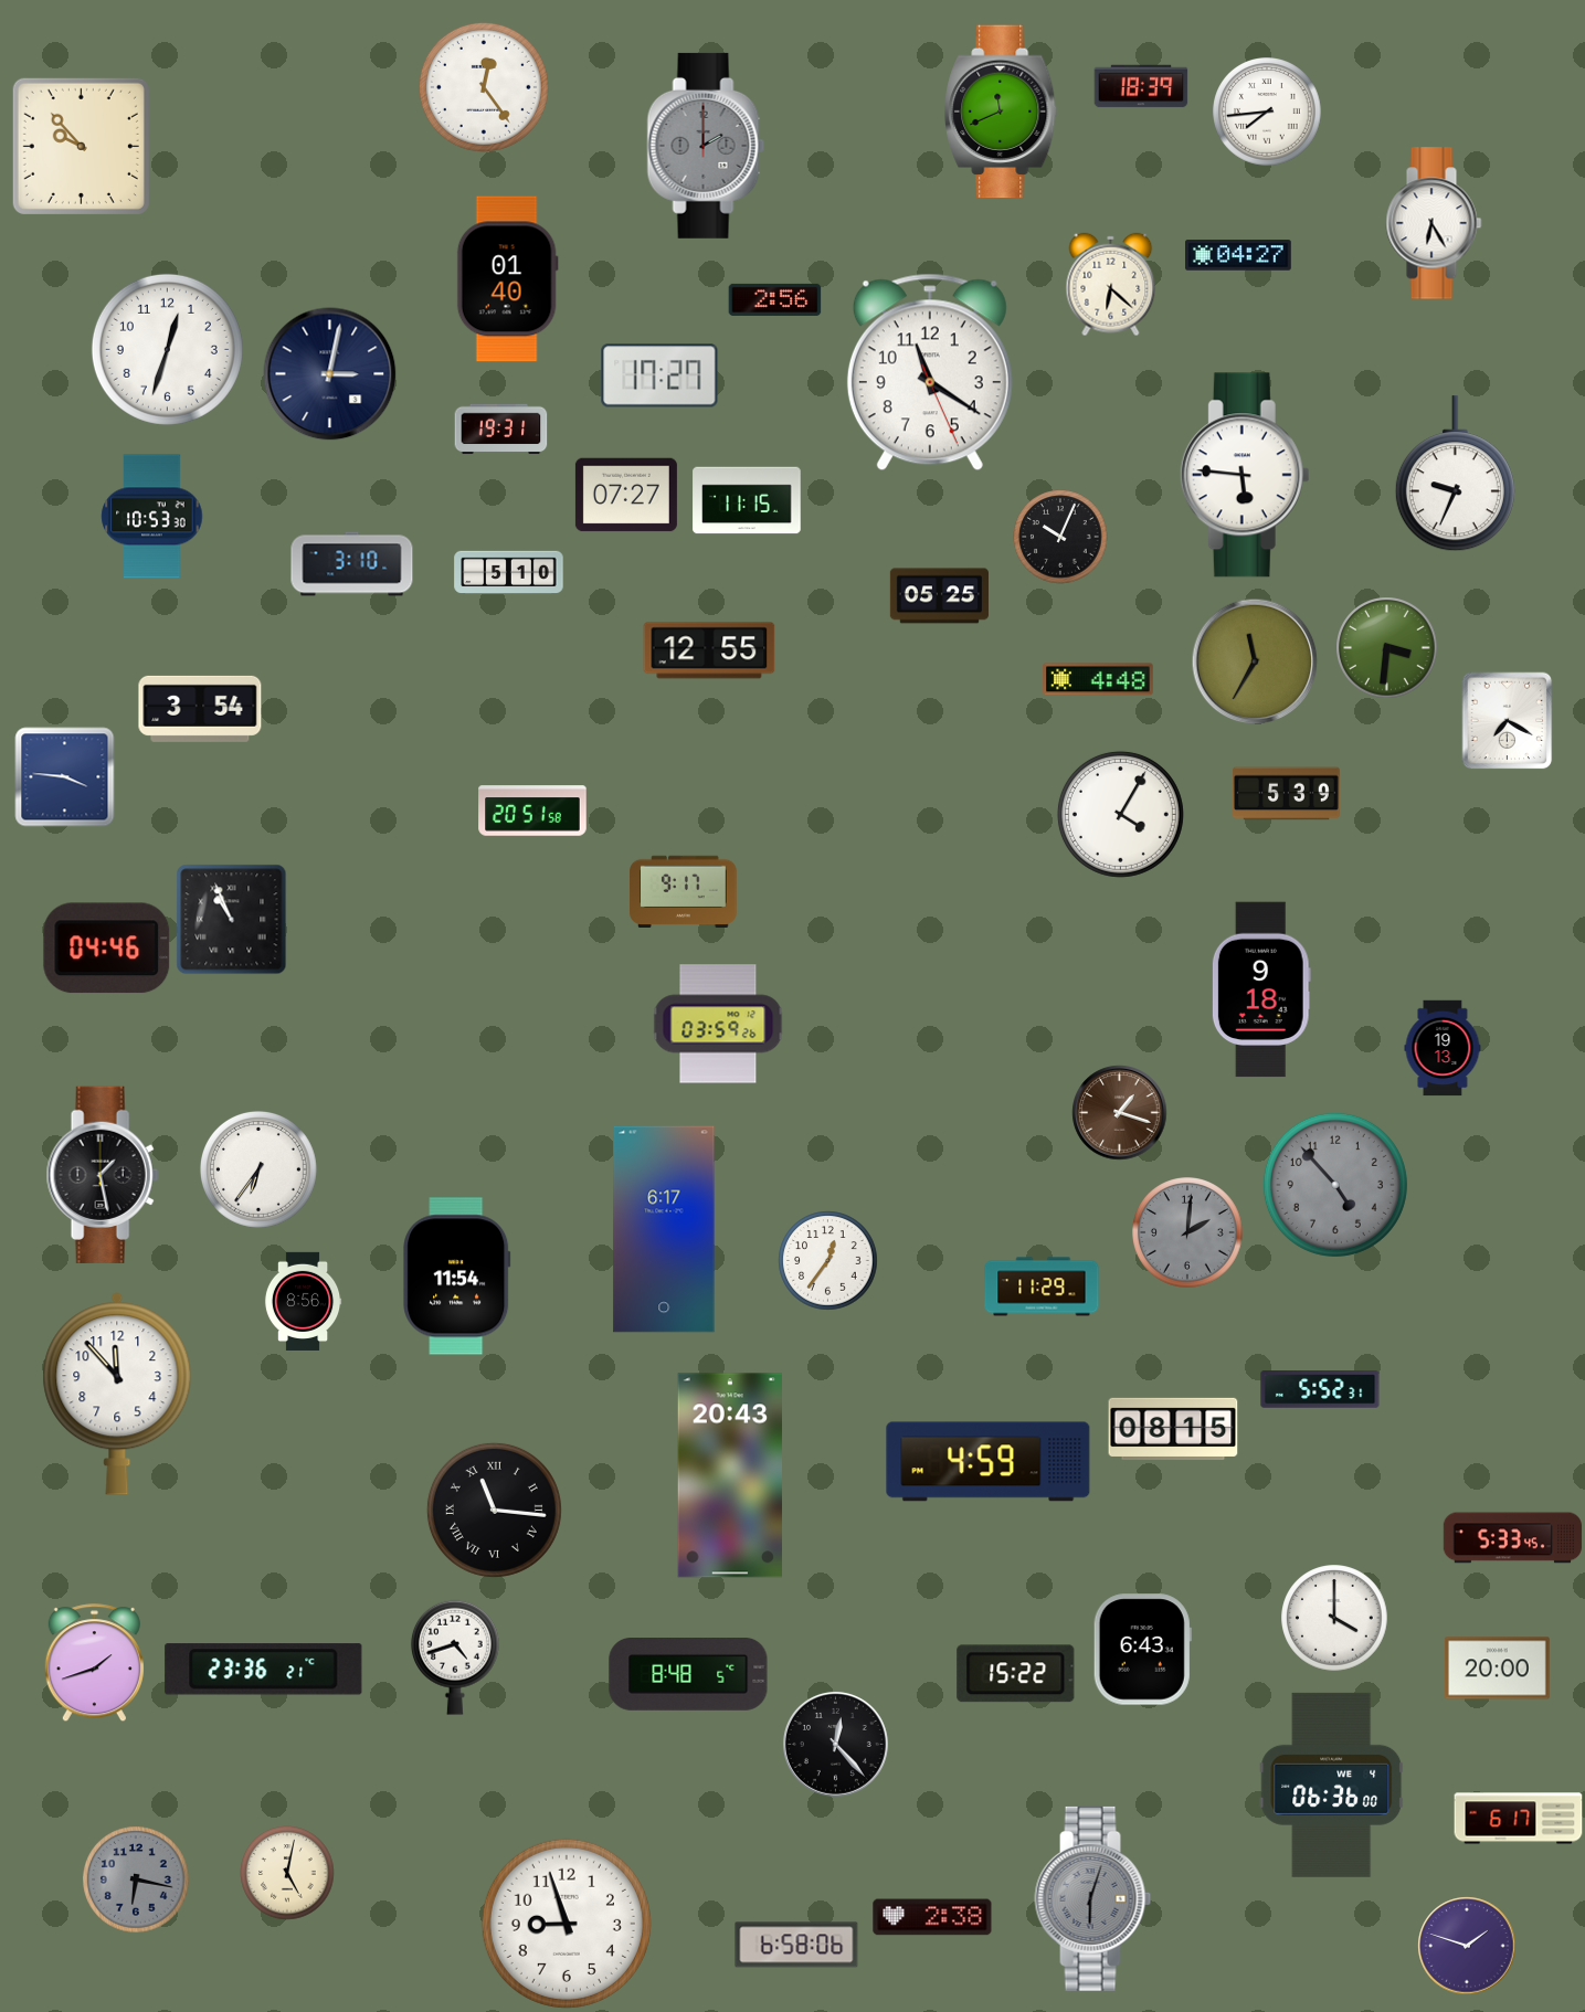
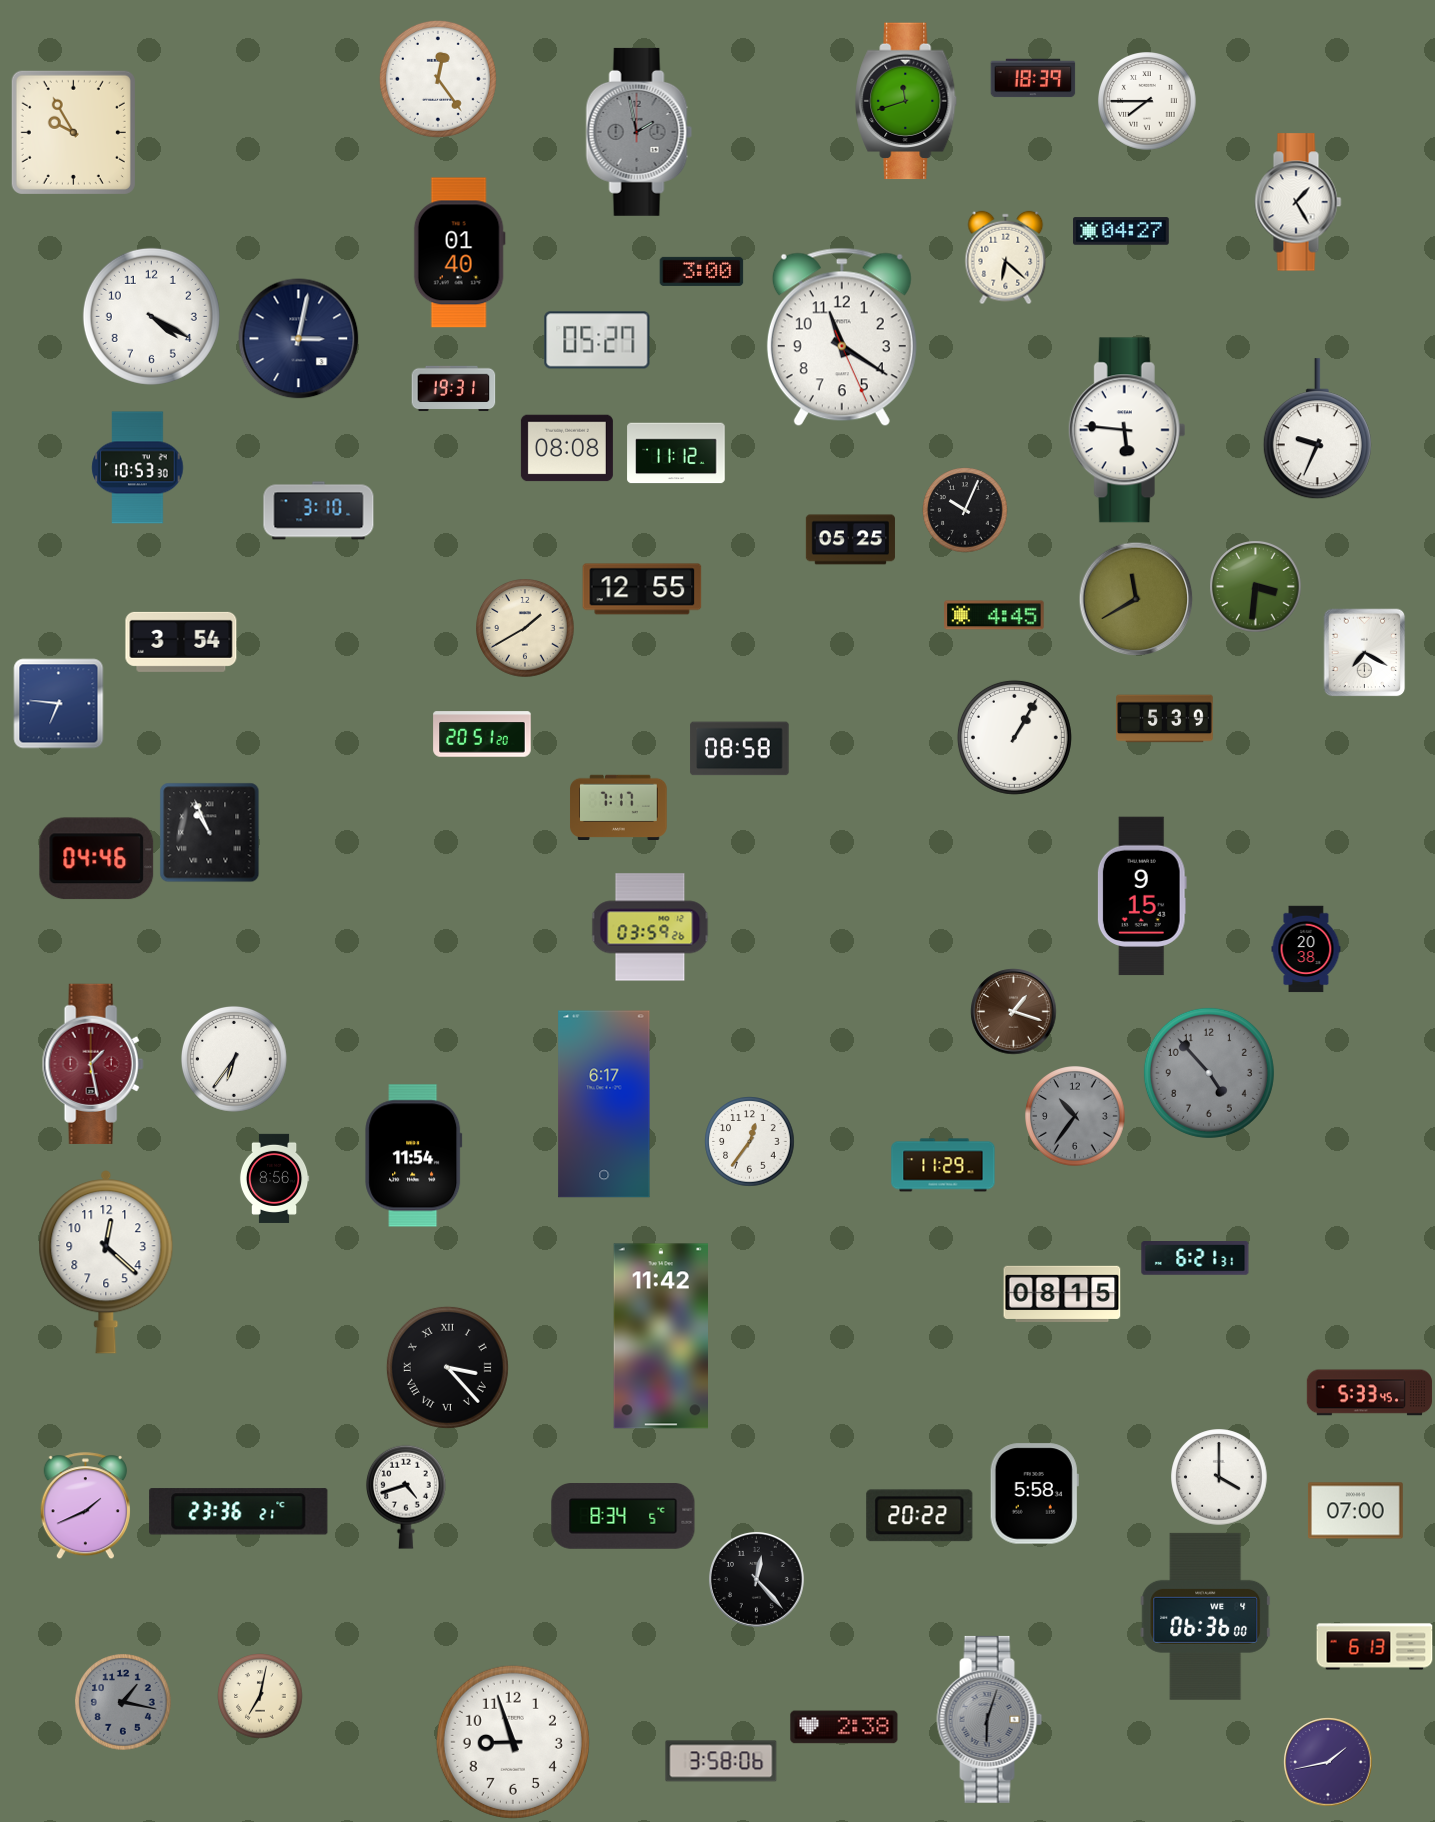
clock at (1002, 112): 11:41 -> 11:42
clock at (1267, 112): 7:44 -> 7:45
clock at (81, 146): 9:53 -> 9:55
clock at (706, 146): 2:00 -> 1:58
clock at (1434, 223): 6:25 -> 1:25
clock at (775, 299): 2:56 -> 3:00
clock at (167, 349): 12:33 -> 4:20
clock at (659, 375): 17:27 -> 05:27
clock at (626, 495): 07:27 -> 08:08
clock at (747, 500): 11:15 -> 11:12
clock at (1060, 537) position: (1060, 537) -> (965, 510)
clock at (509, 573): 5:10 -> none
clock at (1255, 661): 11:35 -> 11:40
clock at (1098, 679): 4:48 -> 4:45
clock at (525, 628): none -> 1:40
clock at (65, 777): 3:46 -> 6:46
clock at (532, 811): 20:51:58 -> 20:51:20
clock at (1120, 814): 4:05 -> 1:05
clock at (740, 749): none -> 08:58
clock at (684, 891): 9:17 -> 7:17
clock at (1261, 989): 9:18 -> 9:15
clock at (1443, 1048): 19:13 -> 20:38
clock at (1120, 1113) position: (1120, 1113) -> (1014, 1012)
clock at (103, 1175) dial: black -> burgundy
clock at (664, 1229) position: (664, 1229) -> (604, 1104)
clock at (1188, 1233): 2:01 -> 10:36
clock at (1320, 1390): 5:52 -> 6:21
clock at (117, 1394): 11:53 -> 12:22
clock at (989, 1462): 4:59 -> none
clock at (730, 1475): 20:43 -> 11:42
clock at (494, 1510): 11:16 -> 3:23
clock at (1334, 1618) position: (1334, 1618) -> (1219, 1477)
clock at (1142, 1650): 6:43 -> 5:58
clock at (455, 1658) position: (455, 1658) -> (406, 1497)
clock at (94, 1663): 1:42 -> 1:41
clock at (1497, 1669): 20:00 -> 07:00
clock at (1016, 1674): 15:22 -> 20:22
clock at (688, 1675): 8:48 -> 8:34
clock at (1519, 1819): 6:17 -> 6:13
clock at (287, 1873): 5:02 -> 7:02
clock at (136, 1879): 6:17 -> 1:17
clock at (932, 1917) position: (932, 1917) -> (844, 1727)
clock at (796, 1945): 6:58 -> 3:58
clock at (1467, 1946): 1:48 -> 1:43
